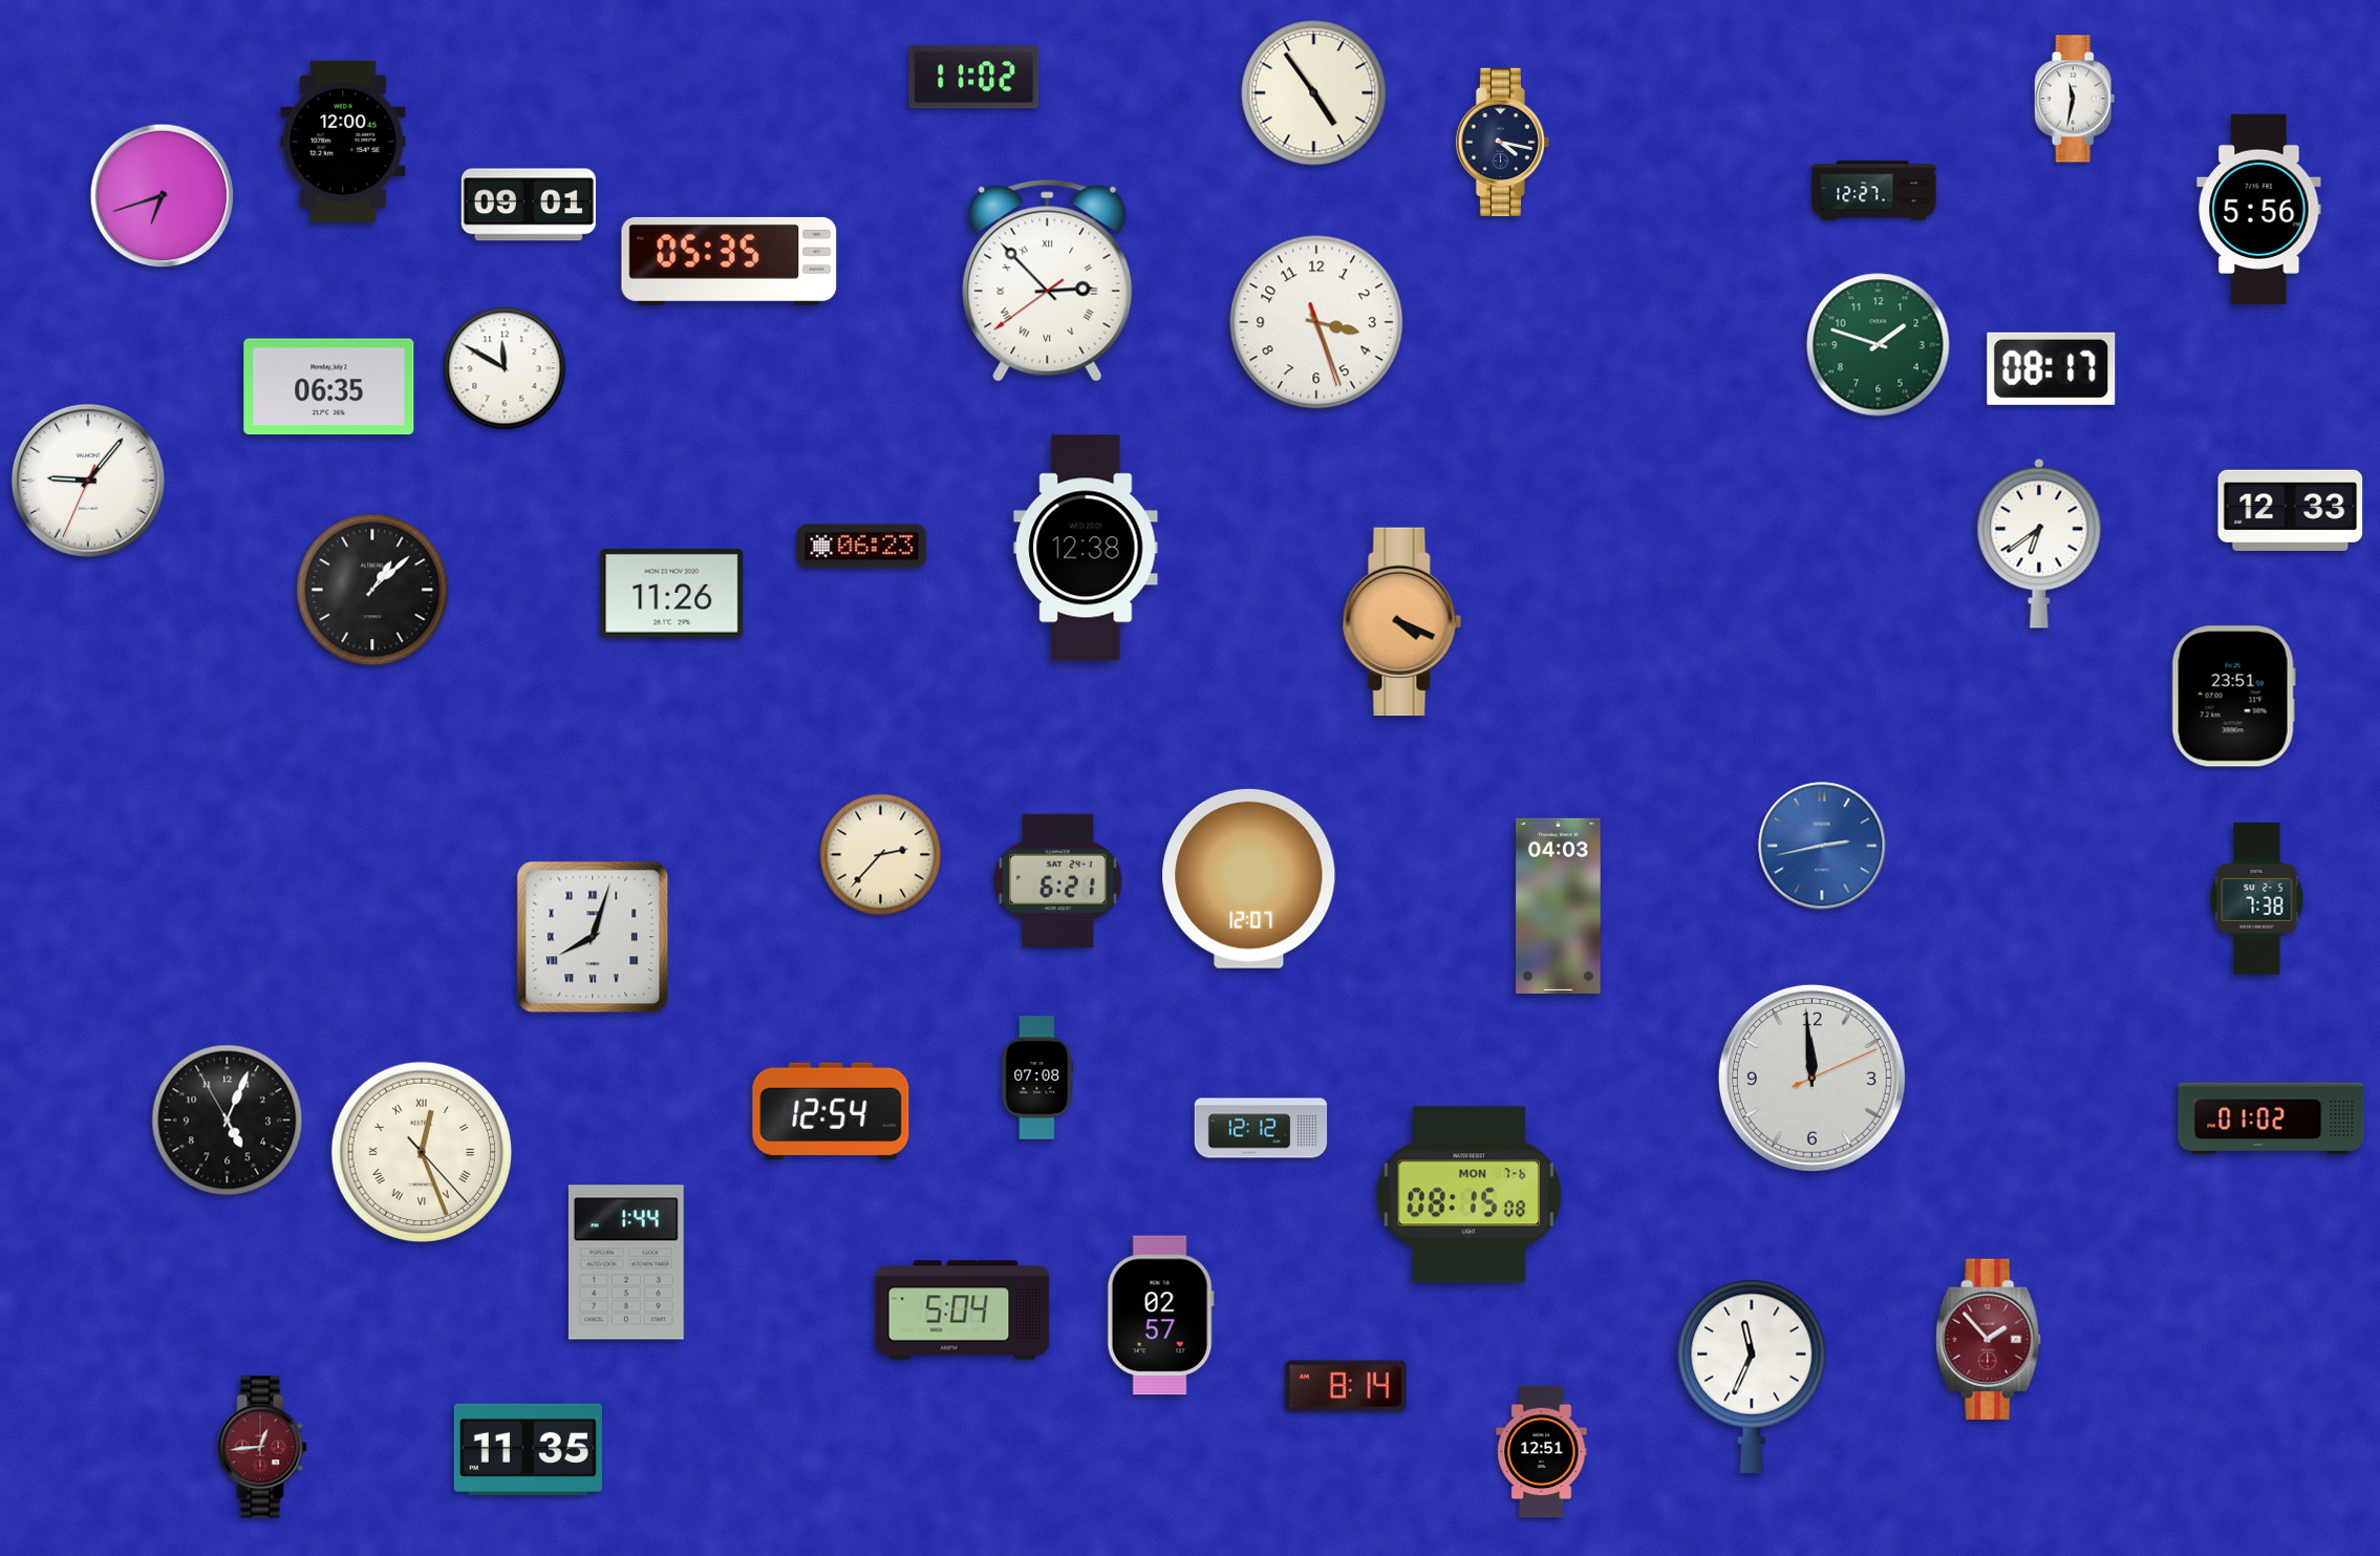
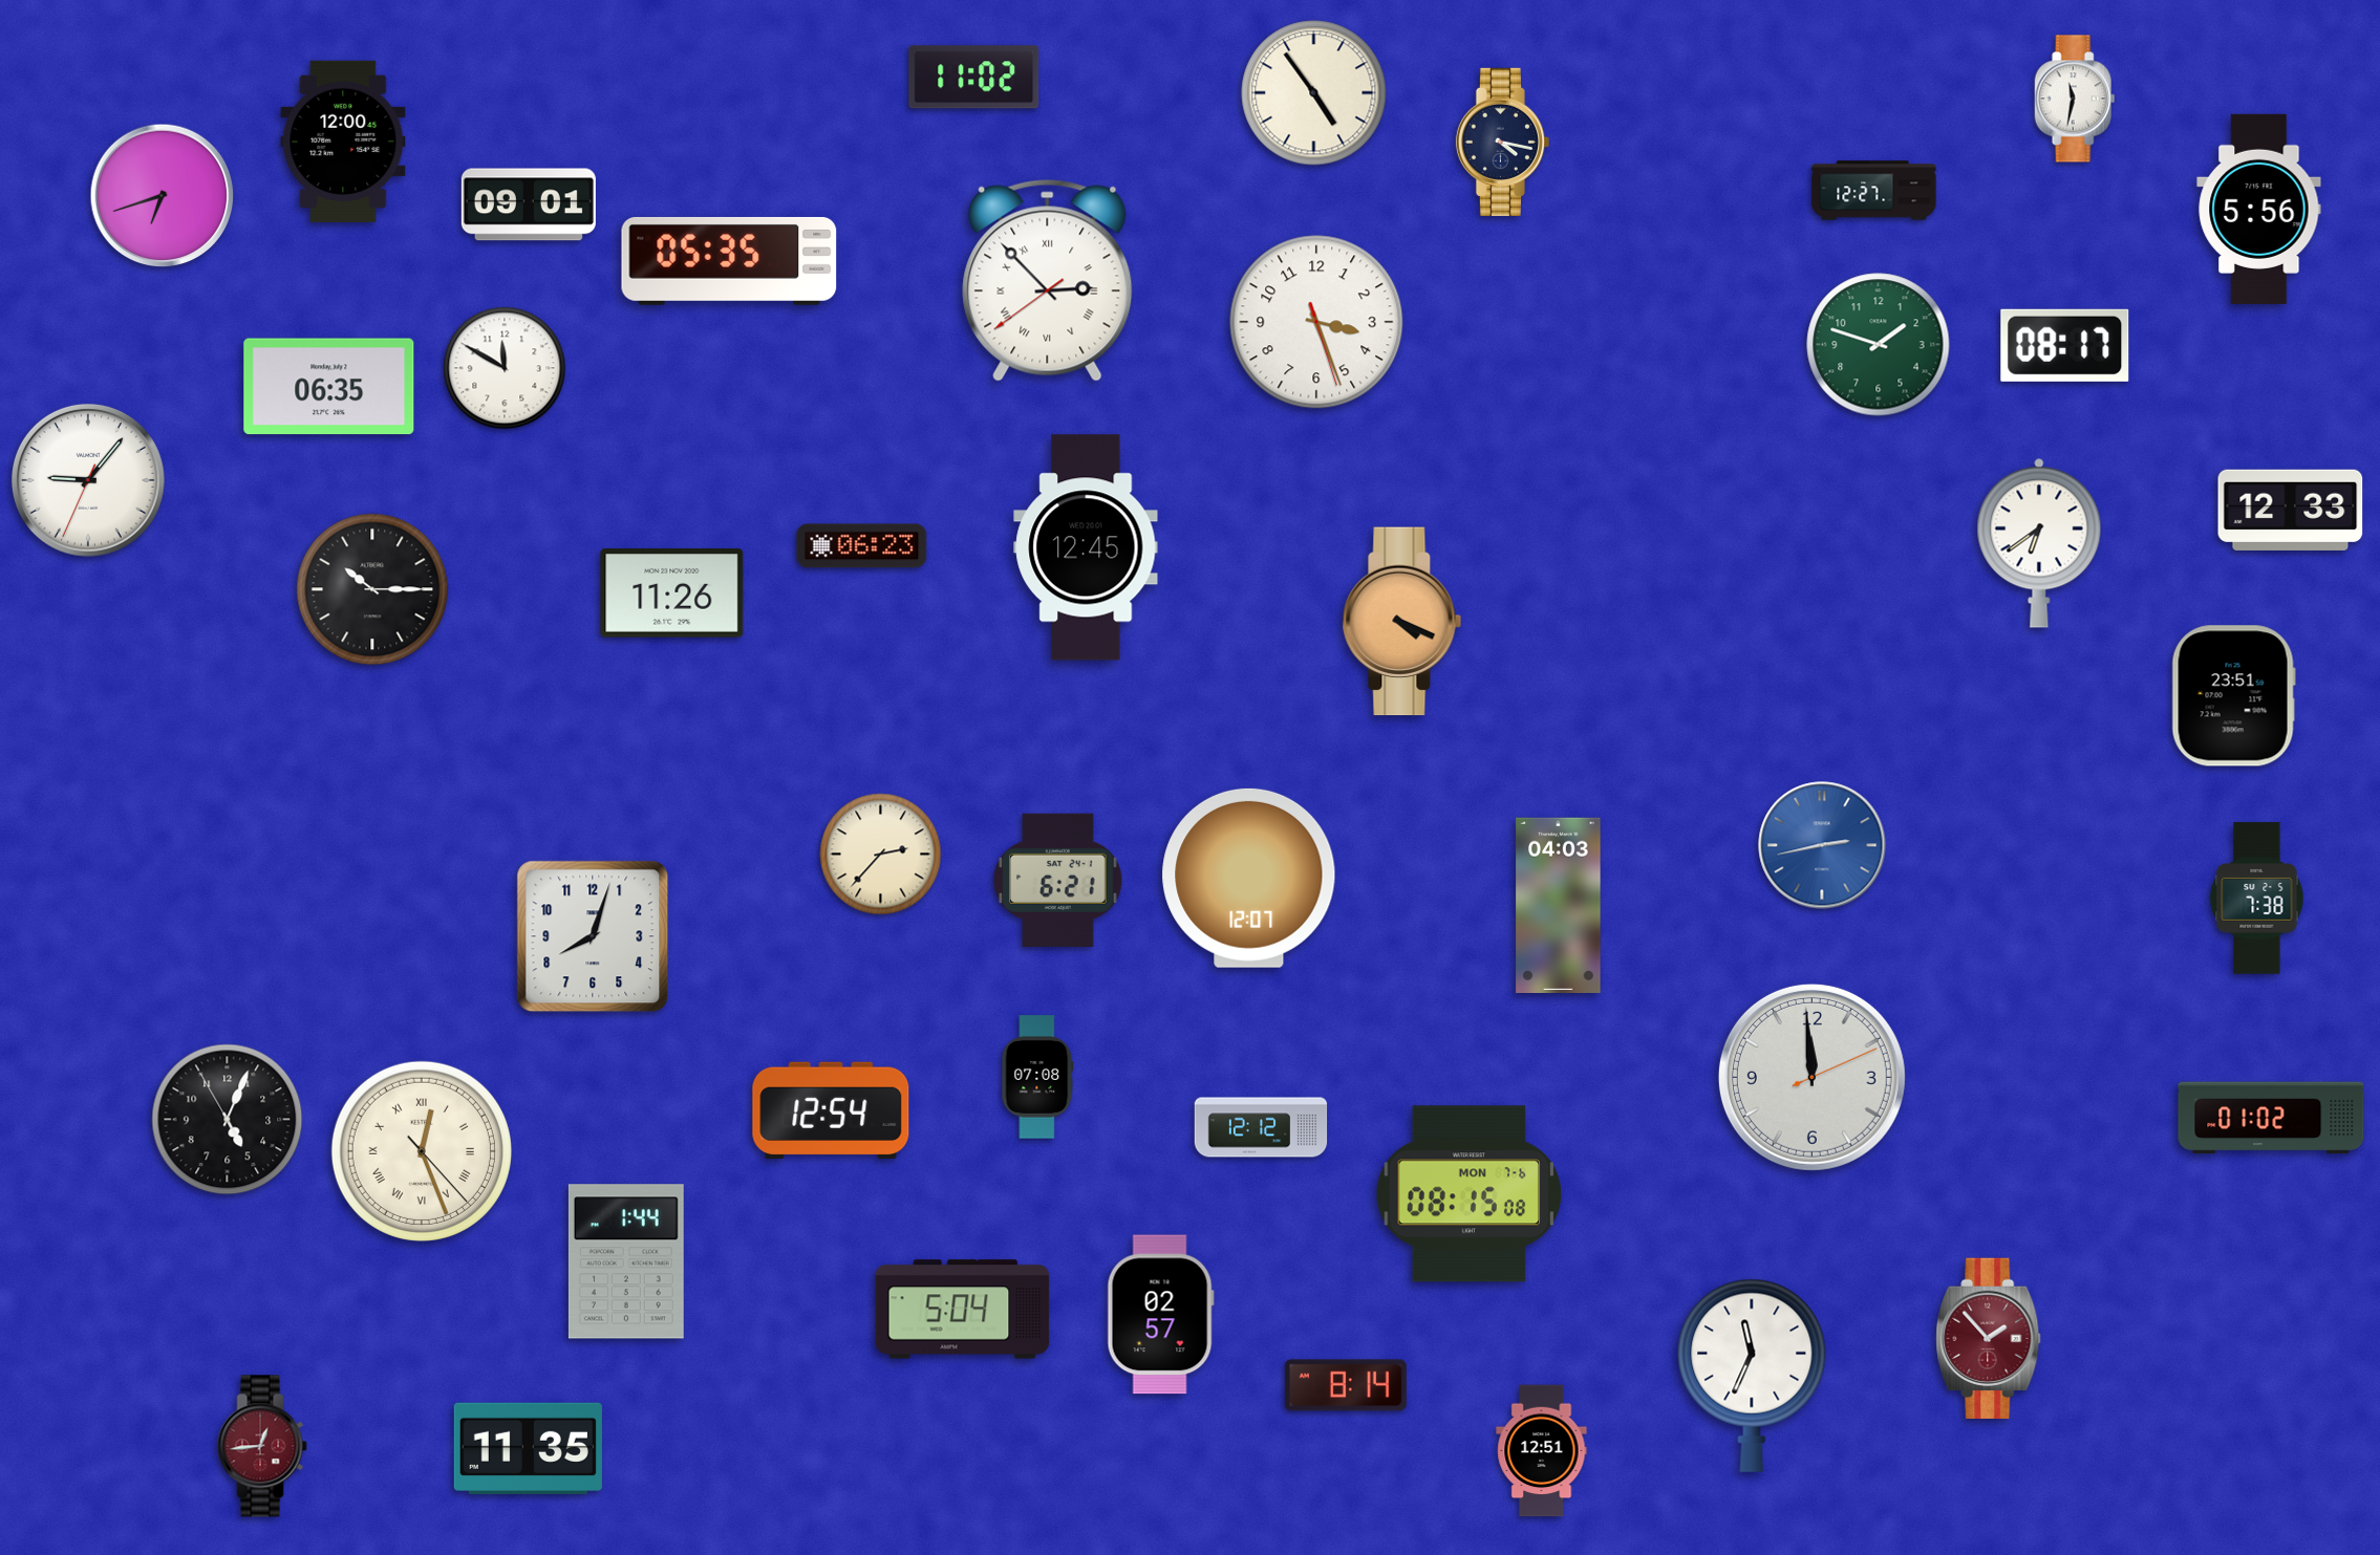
clock at (2052, 368) position: (2052, 368) -> (2065, 345)
clock at (1086, 548): 12:38 -> 12:45
clock at (372, 590): 1:08 -> 10:15
clock at (593, 937) numerals: Roman -> Arabic
